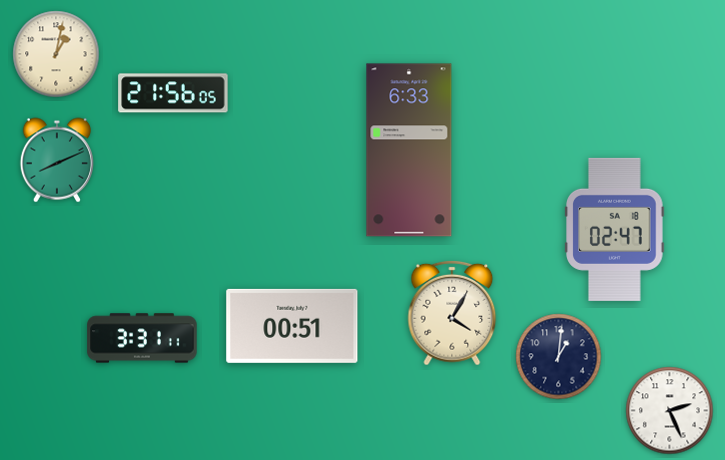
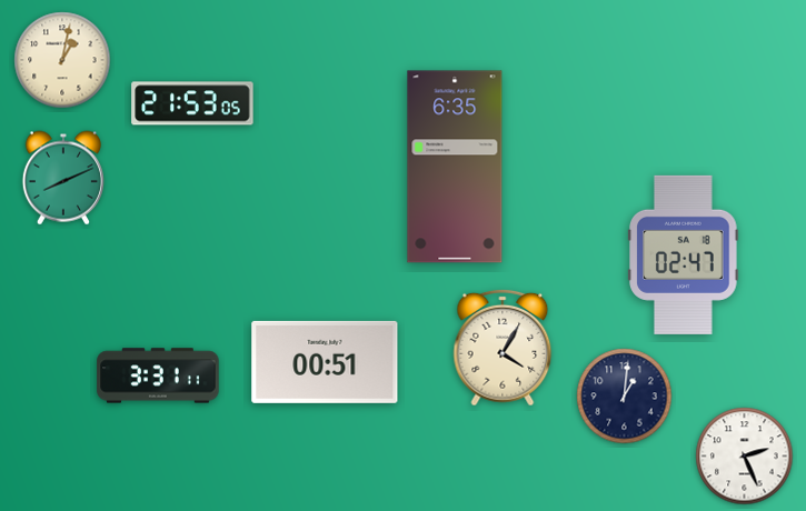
clock at (173, 93): 21:56 -> 21:53
clock at (409, 150): 6:33 -> 6:35
clock at (559, 357) position: (559, 357) -> (625, 397)
